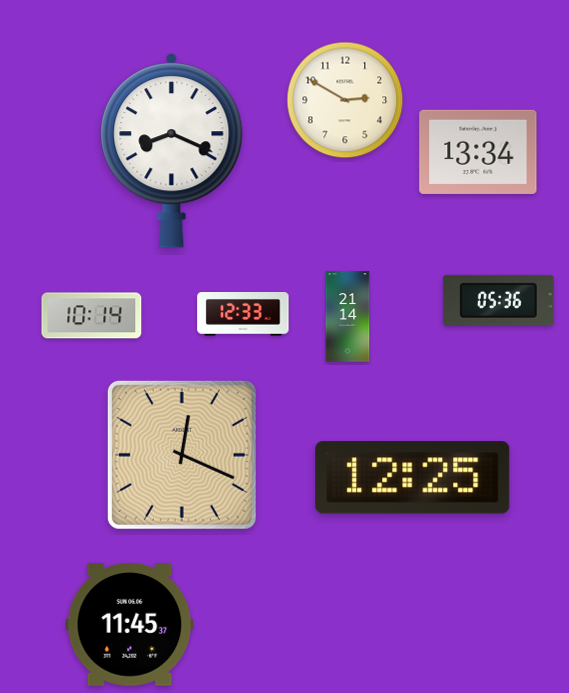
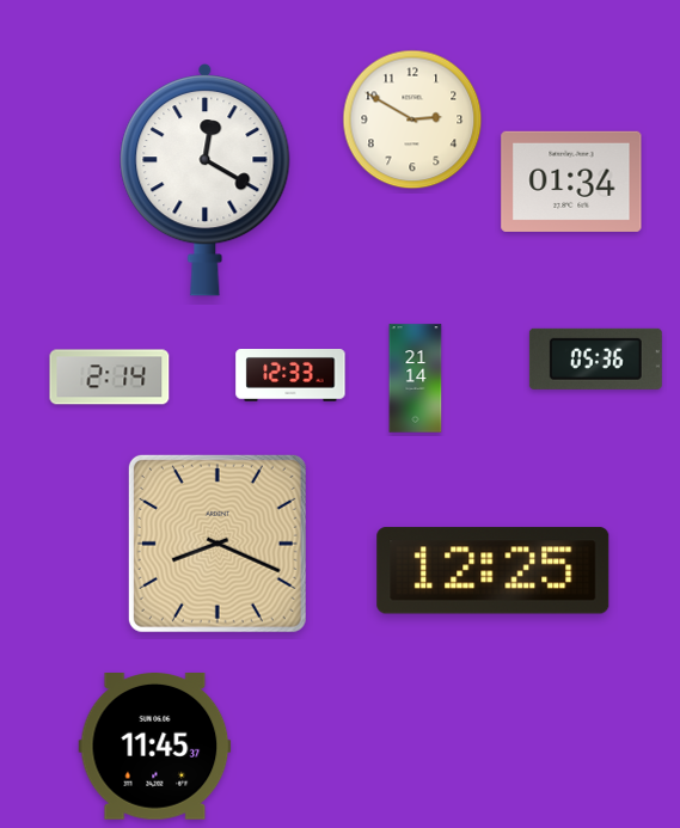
clock at (172, 150): 8:19 -> 12:20
clock at (478, 152): 13:34 -> 01:34
clock at (92, 316): 10:14 -> 2:14
clock at (182, 455): 12:19 -> 8:19
